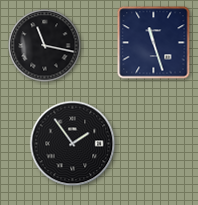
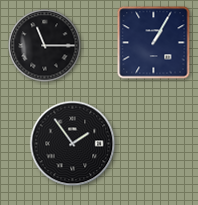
clock at (154, 43): 11:27 -> 1:05
clock at (45, 46): 11:17 -> 11:15
